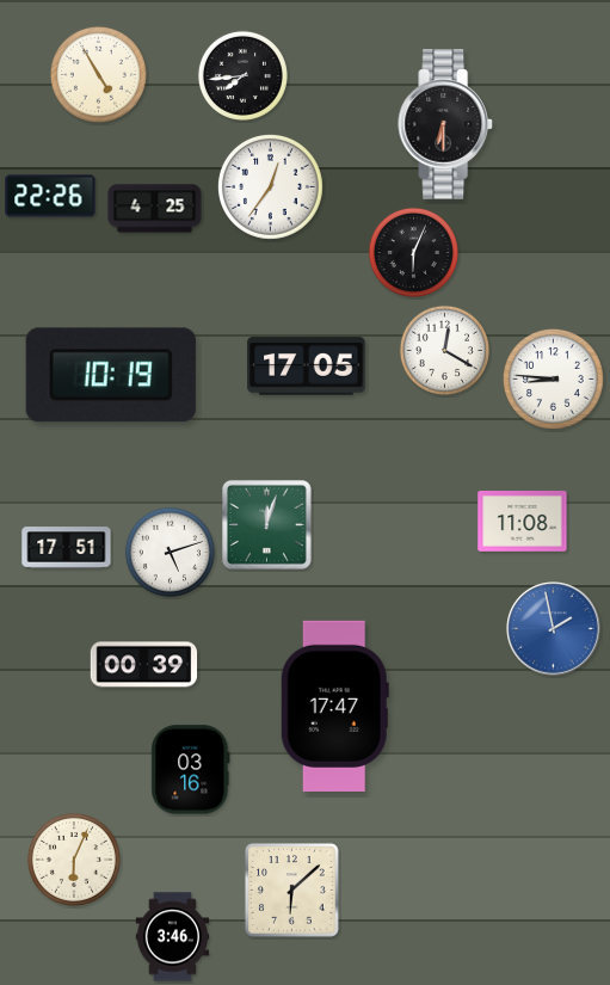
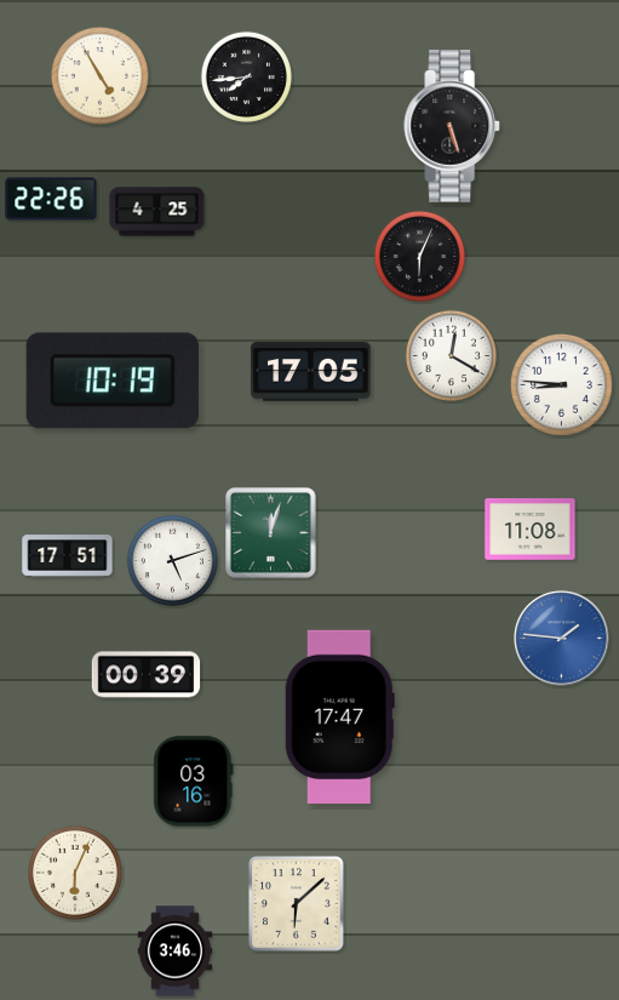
clock at (445, 124): 6:30 -> 5:27
clock at (271, 187): 12:36 -> none
clock at (554, 629): 1:58 -> 1:46
